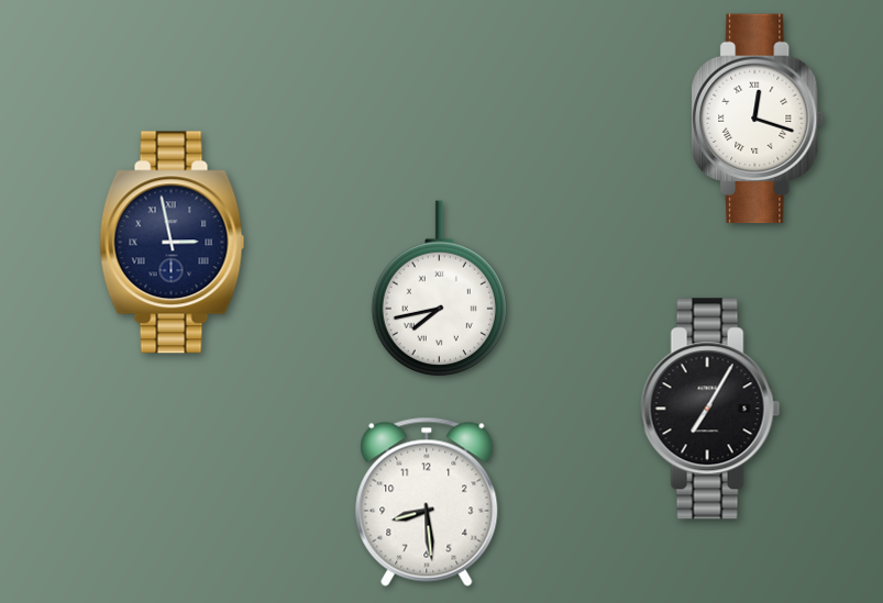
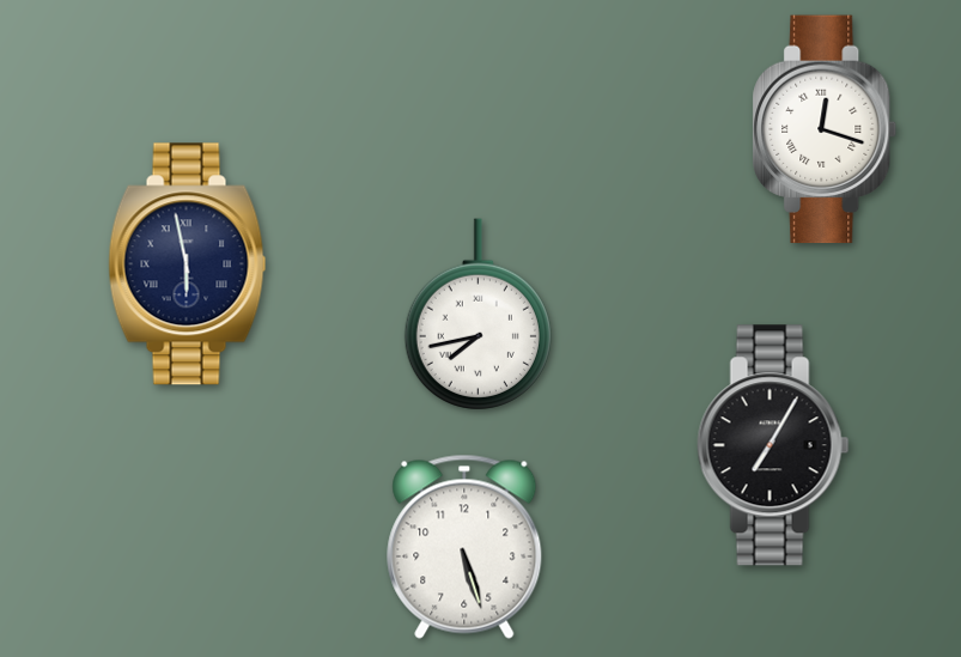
clock at (173, 243): 2:58 -> 5:58
clock at (427, 502): 8:29 -> 5:27
